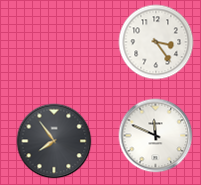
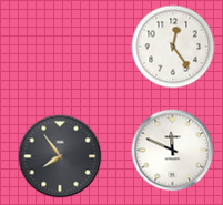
clock at (156, 42): 3:24 -> 12:24
